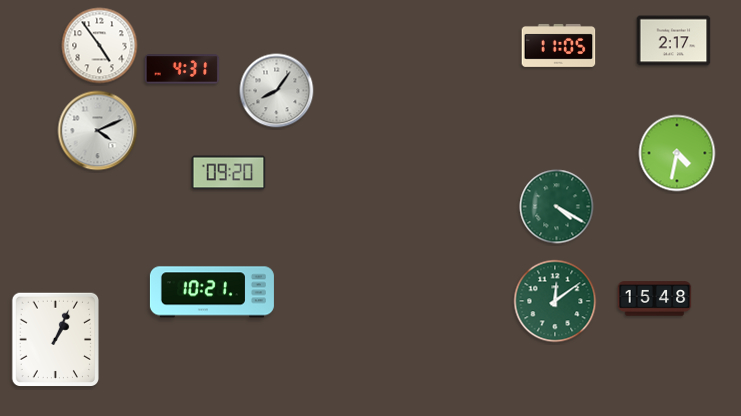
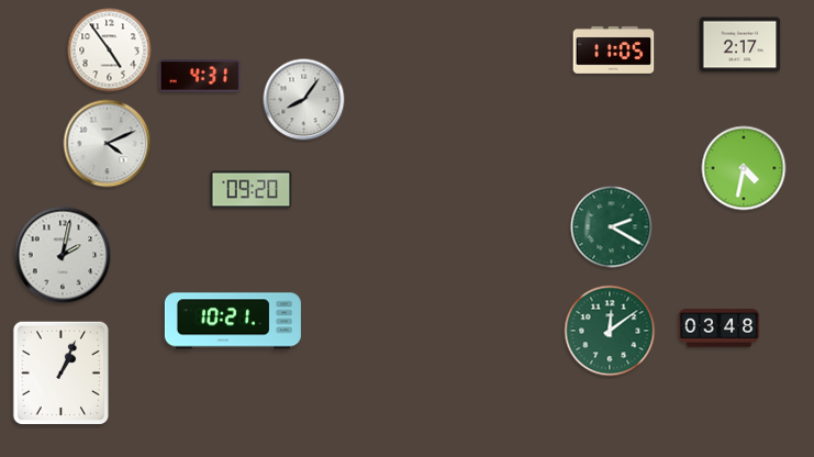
clock at (557, 207): 4:20 -> 2:20
clock at (63, 255): none -> 2:02
clock at (655, 299): 15:48 -> 03:48
